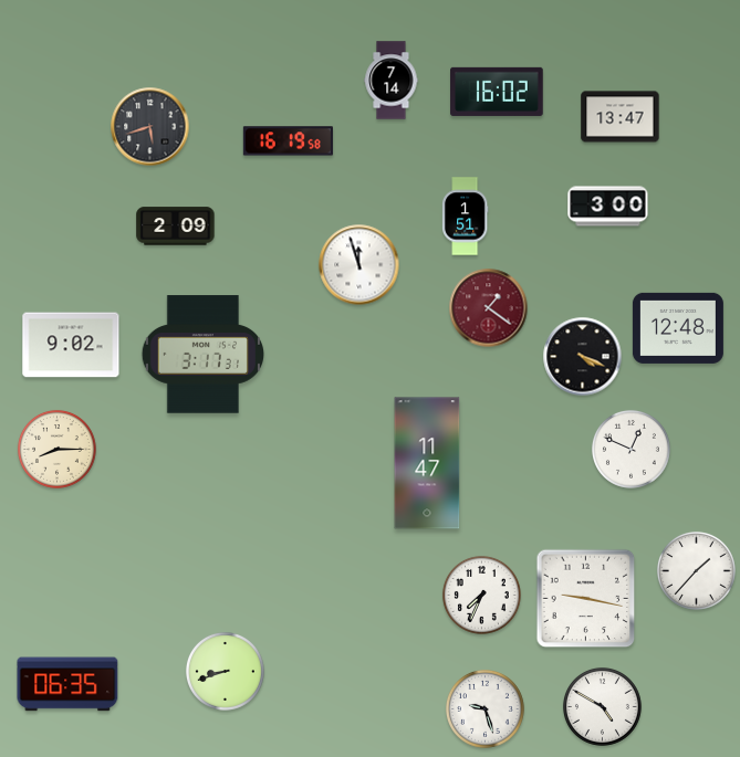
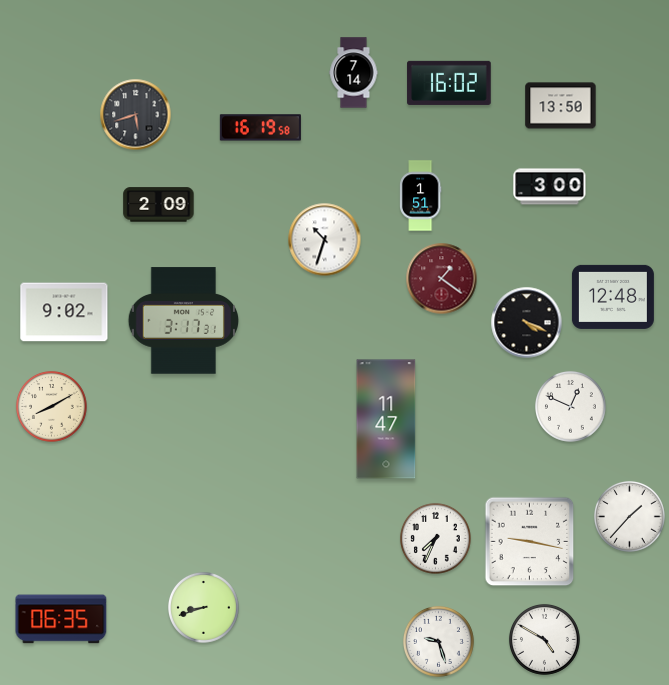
clock at (621, 117): 13:47 -> 13:50
clock at (359, 265): 11:57 -> 10:33
clock at (56, 449): 8:15 -> 8:10
